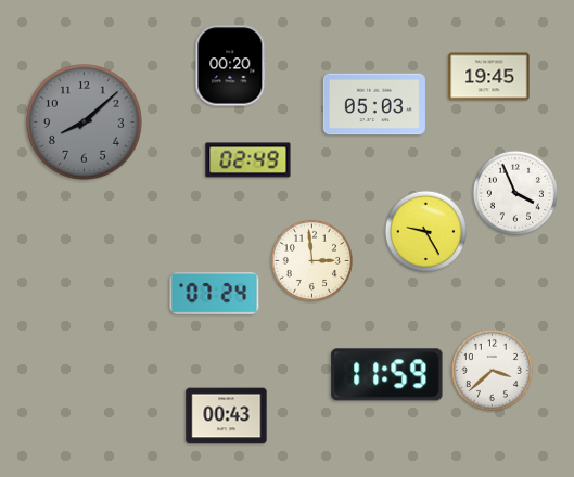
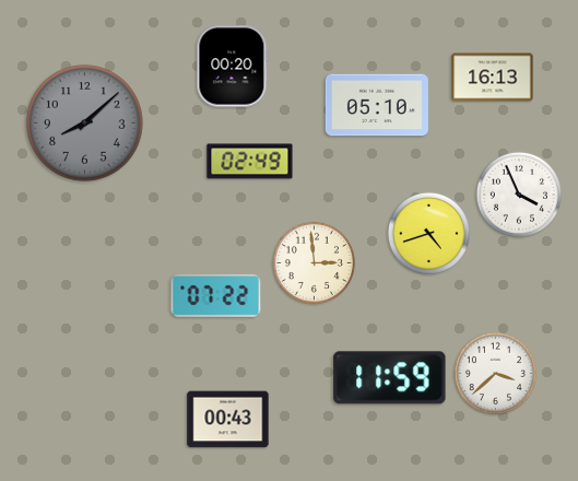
clock at (489, 77): 19:45 -> 16:13
clock at (374, 104): 05:03 -> 05:10
clock at (425, 231): 9:25 -> 4:42
clock at (215, 293): 07:24 -> 07:22
